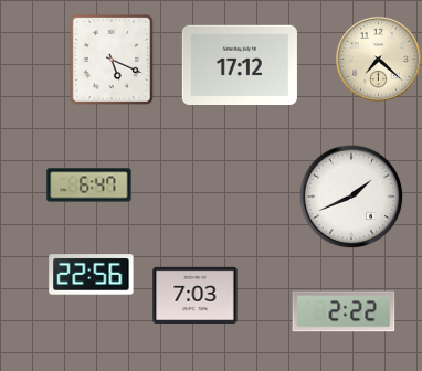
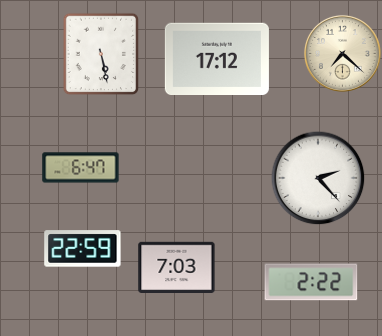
clock at (112, 60): 5:19 -> 5:28
clock at (351, 197): 1:41 -> 2:23
clock at (92, 275): 22:56 -> 22:59
